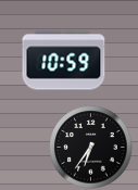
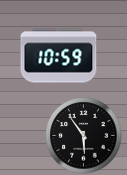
clock at (91, 148): 6:36 -> 5:54
